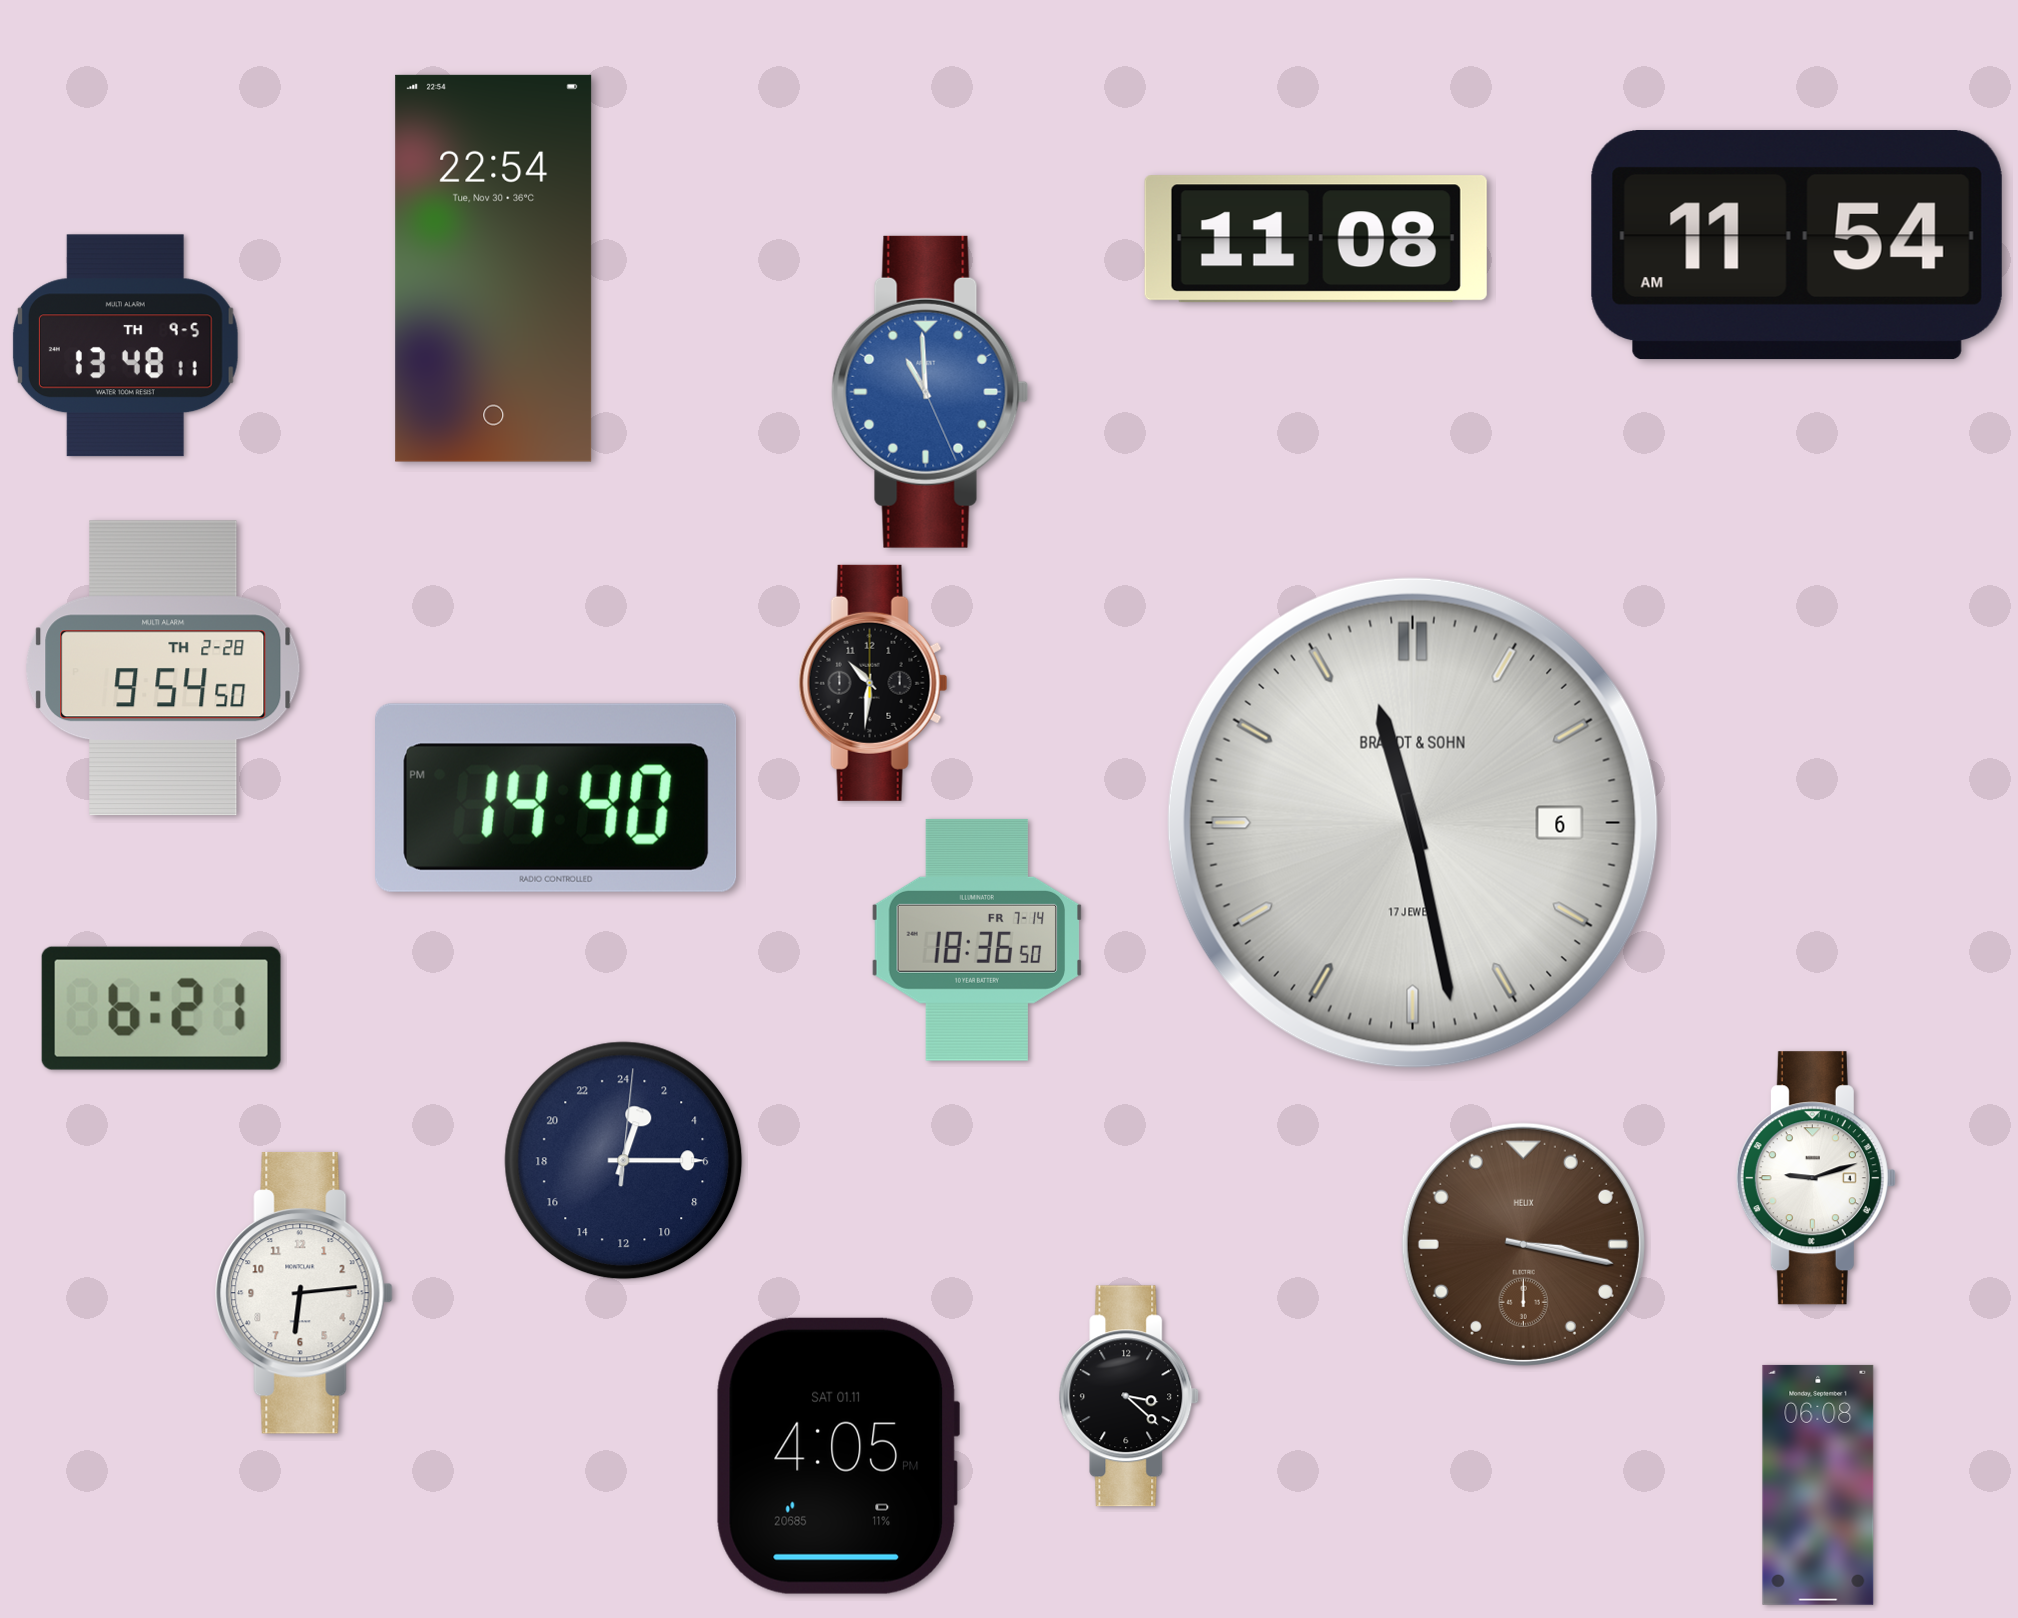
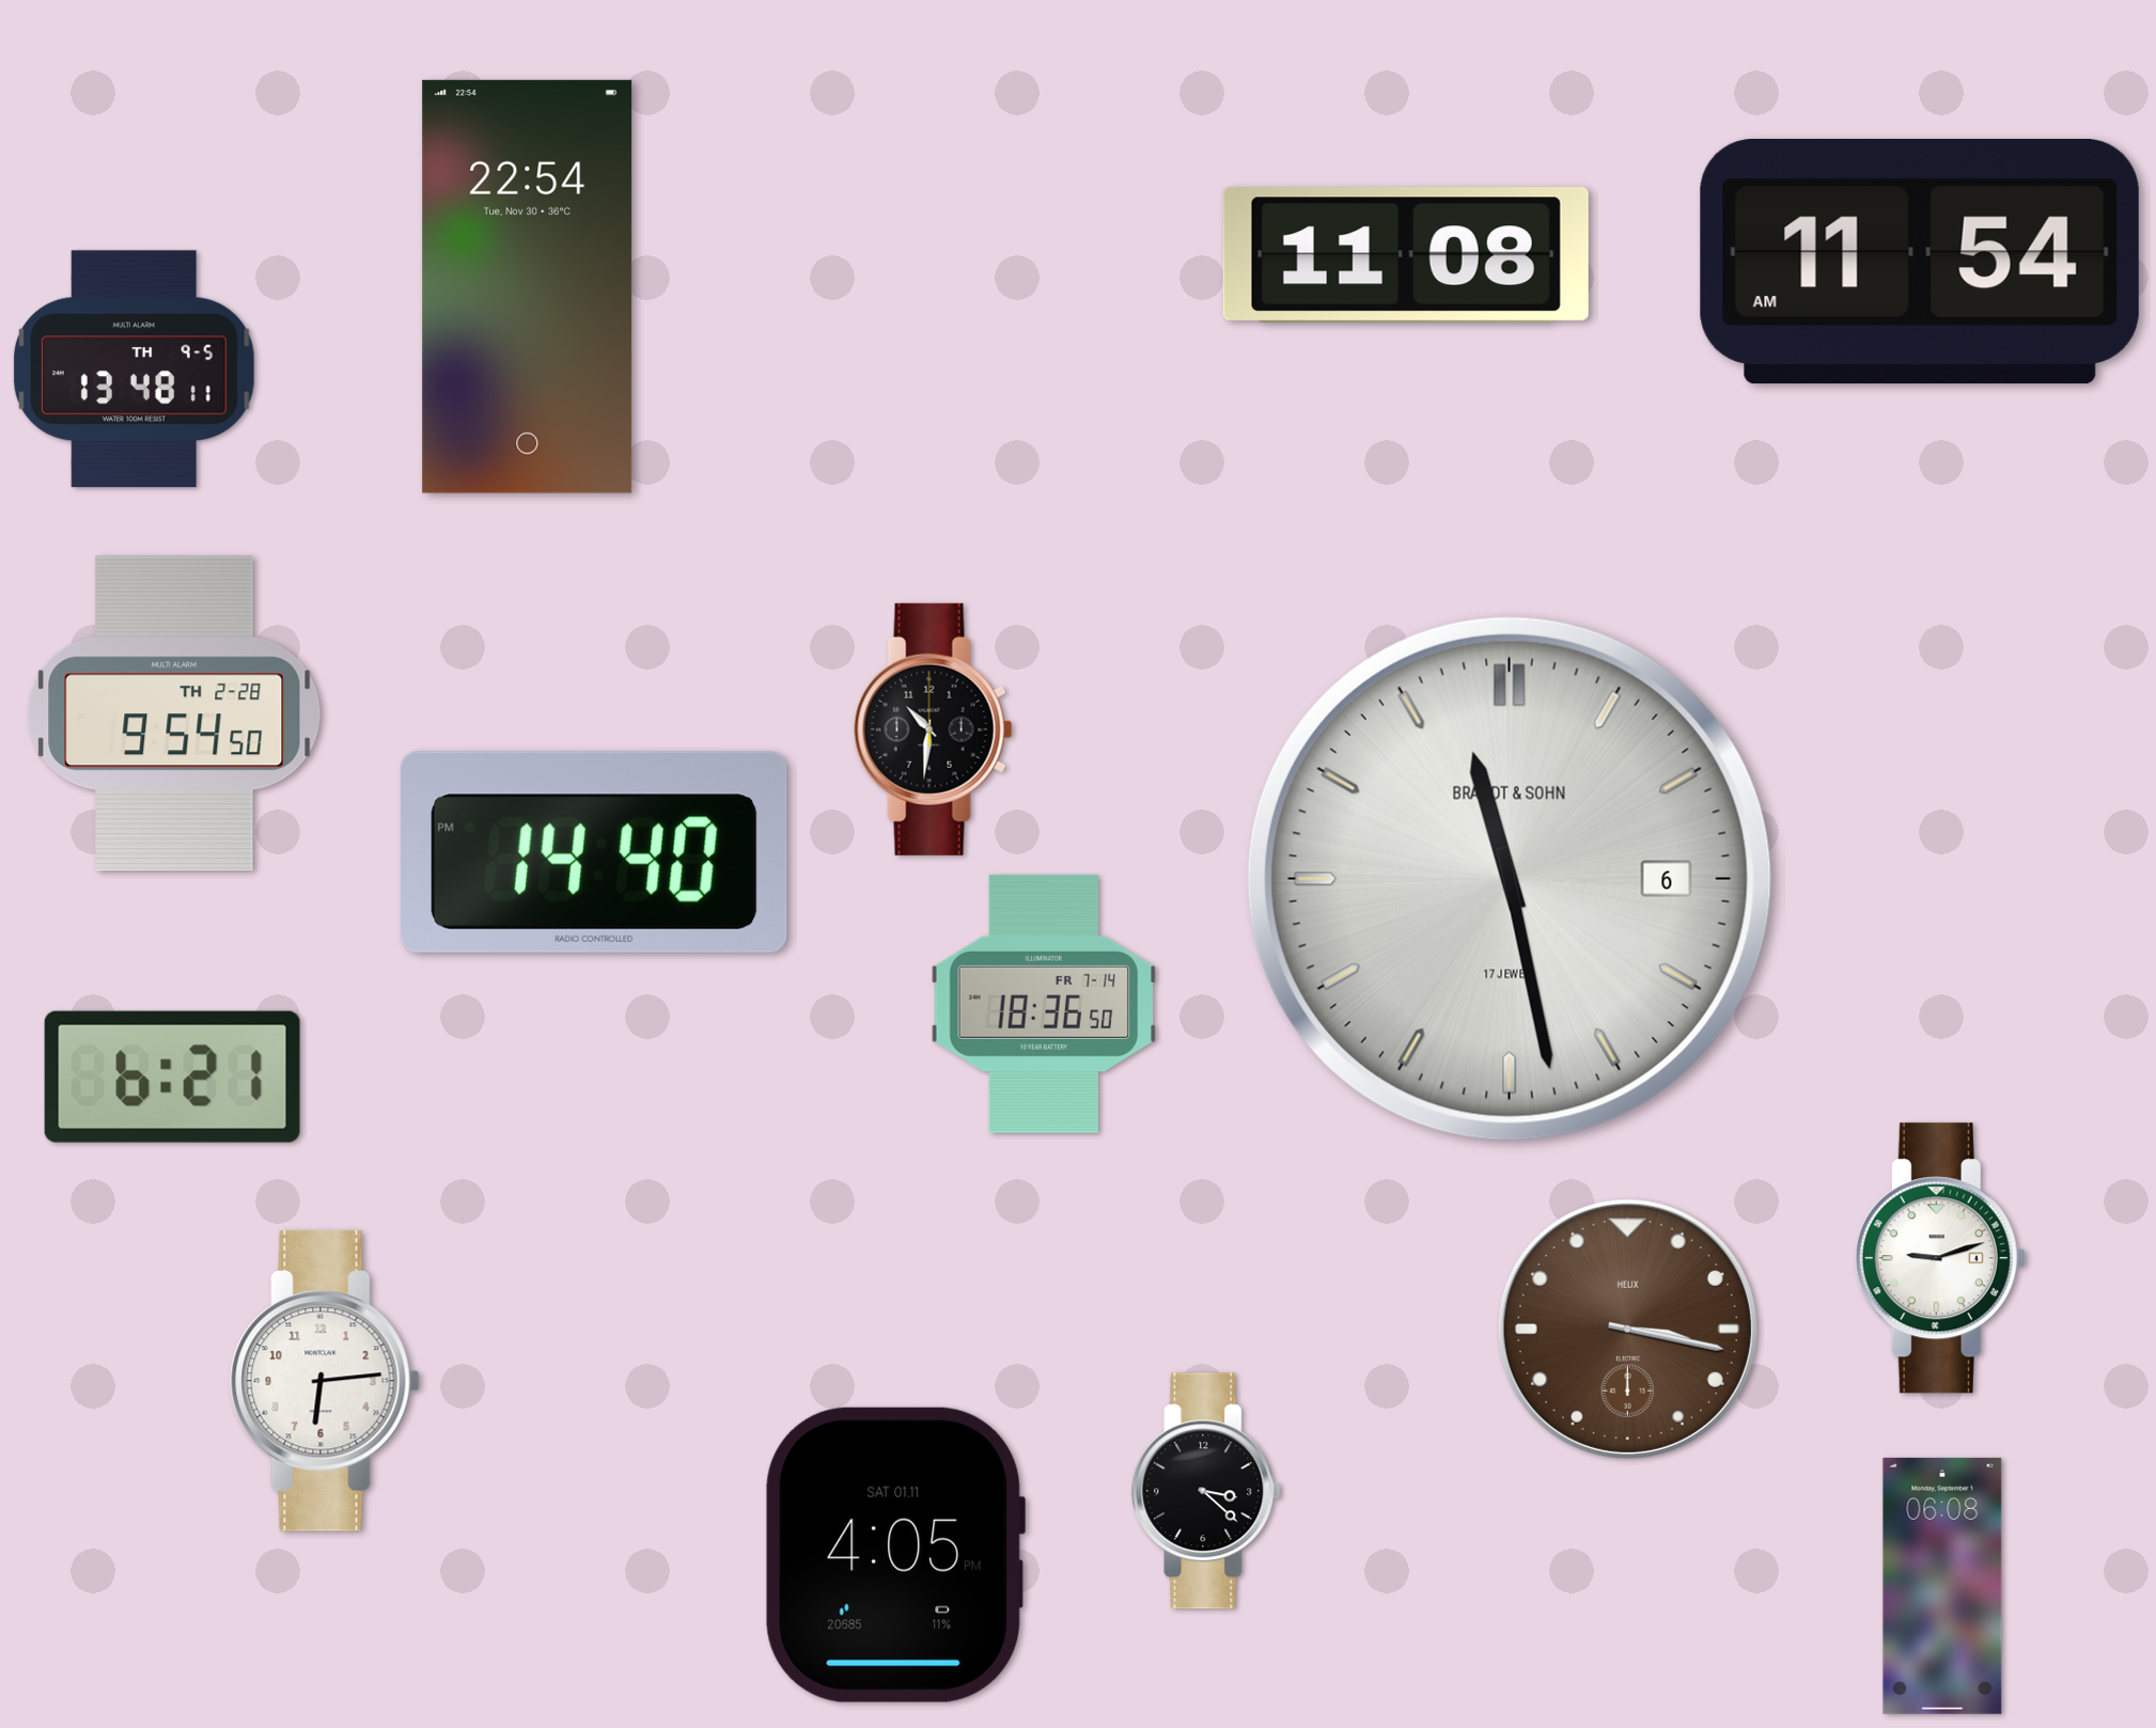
clock at (930, 392): 10:59 -> none
clock at (624, 1161): 1:15 -> none
